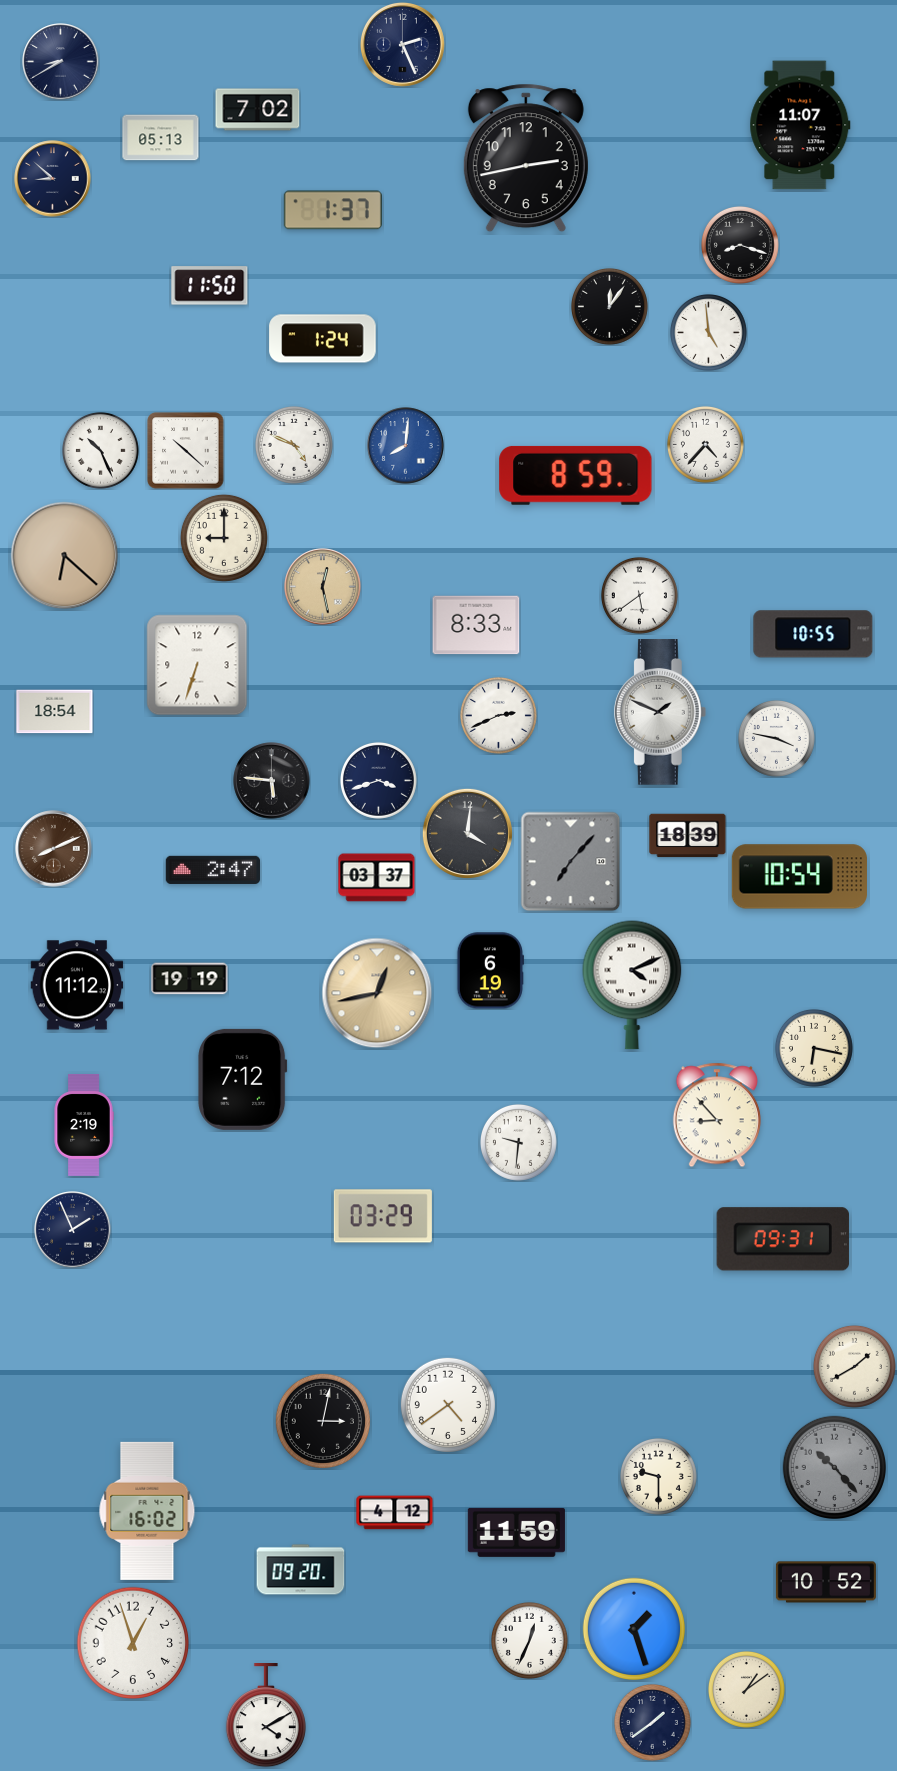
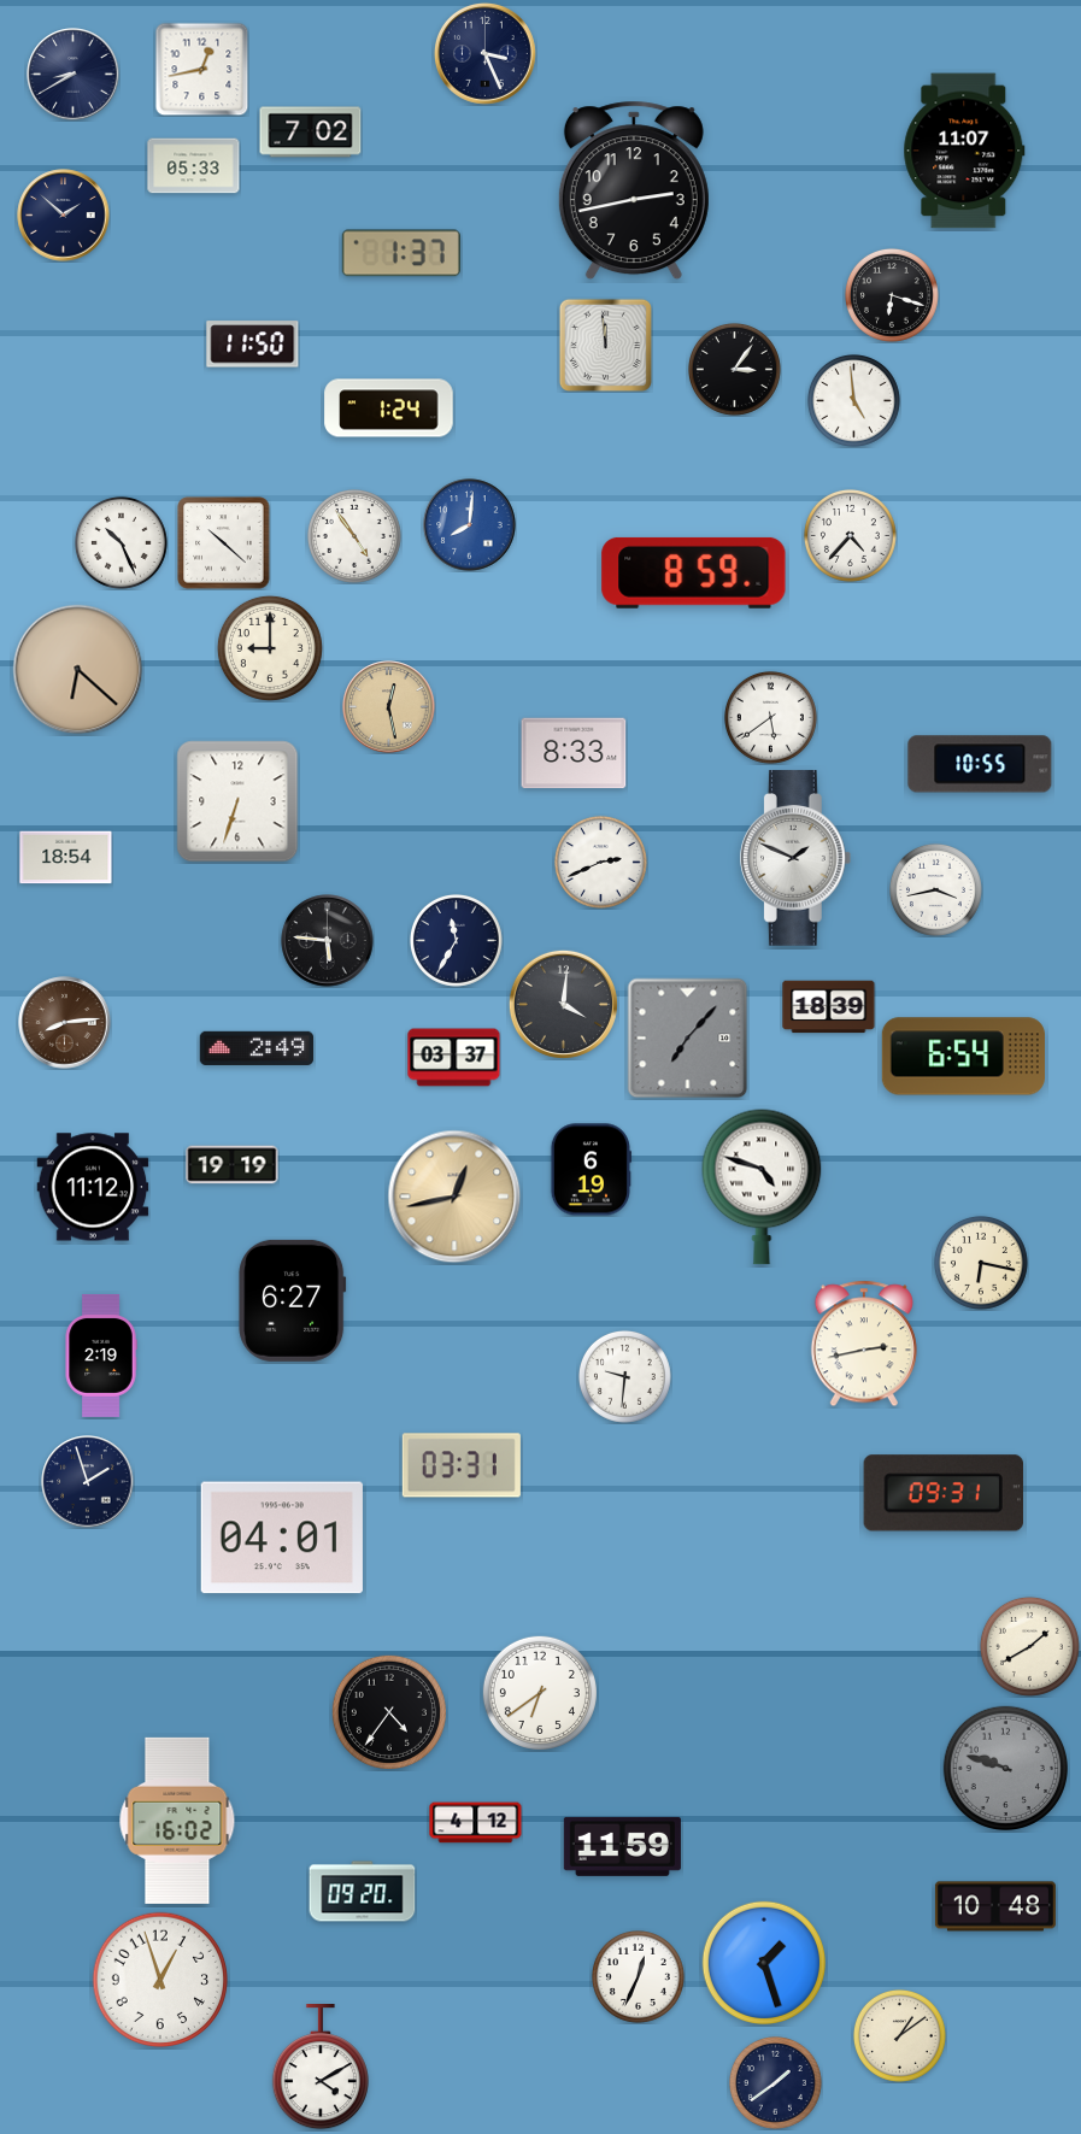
clock at (402, 44): 2:26 -> 3:26
clock at (201, 69): none -> 12:43
clock at (161, 138): 05:13 -> 05:33
clock at (53, 179): 8:52 -> 1:52
clock at (740, 245): 8:18 -> 6:18
clock at (605, 345): none -> 11:59
clock at (609, 306): 12:06 -> 3:06
clock at (294, 445): 4:49 -> 4:54
clock at (406, 446) position: (406, 446) -> (470, 525)
clock at (776, 738): 3:47 -> 3:43
clock at (378, 780): 3:42 -> 11:35
clock at (54, 849): 8:11 -> 8:14
clock at (213, 870): 2:47 -> 2:49
clock at (799, 877): 10:54 -> 6:54
clock at (190, 979) position: (190, 979) -> (233, 1165)
clock at (632, 985): 4:11 -> 4:48
clock at (243, 1079): 7:12 -> 6:27
clock at (717, 1115): 8:53 -> 2:43
clock at (383, 1216): 03:29 -> 03:31
clock at (73, 1230): 1:56 -> 1:57
clock at (282, 1538): none -> 04:01
clock at (448, 1405): 4:39 -> 6:39
clock at (323, 1421): 3:02 -> 4:36
clock at (834, 1467): 10:23 -> 9:48
clock at (658, 1476): 9:30 -> none
clock at (826, 1582): 10:52 -> 10:48
clock at (652, 1722) position: (652, 1722) -> (775, 2082)
